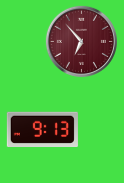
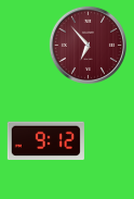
clock at (42, 129): 9:13 -> 9:12
